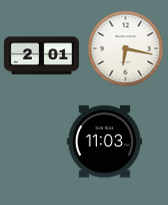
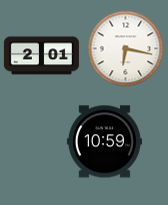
clock at (104, 142): 11:03 -> 10:59
